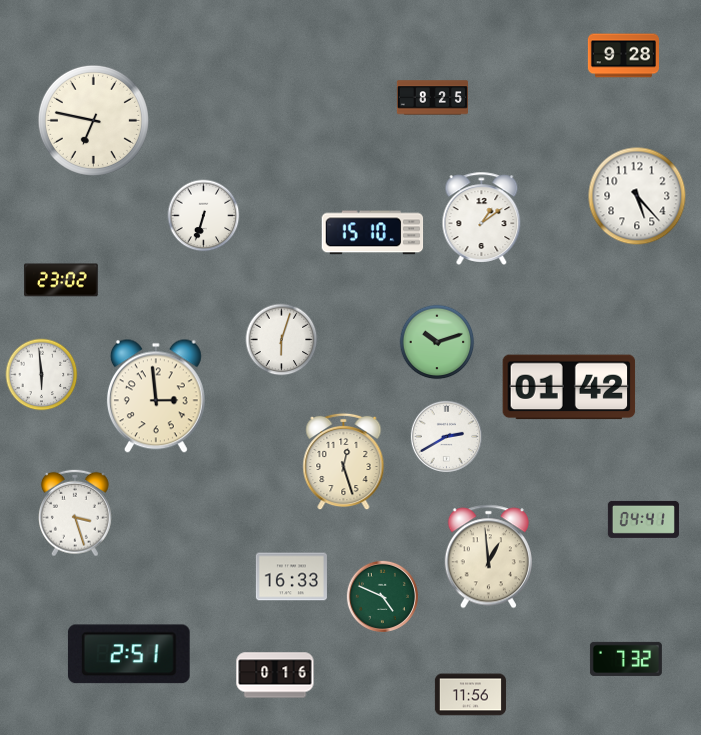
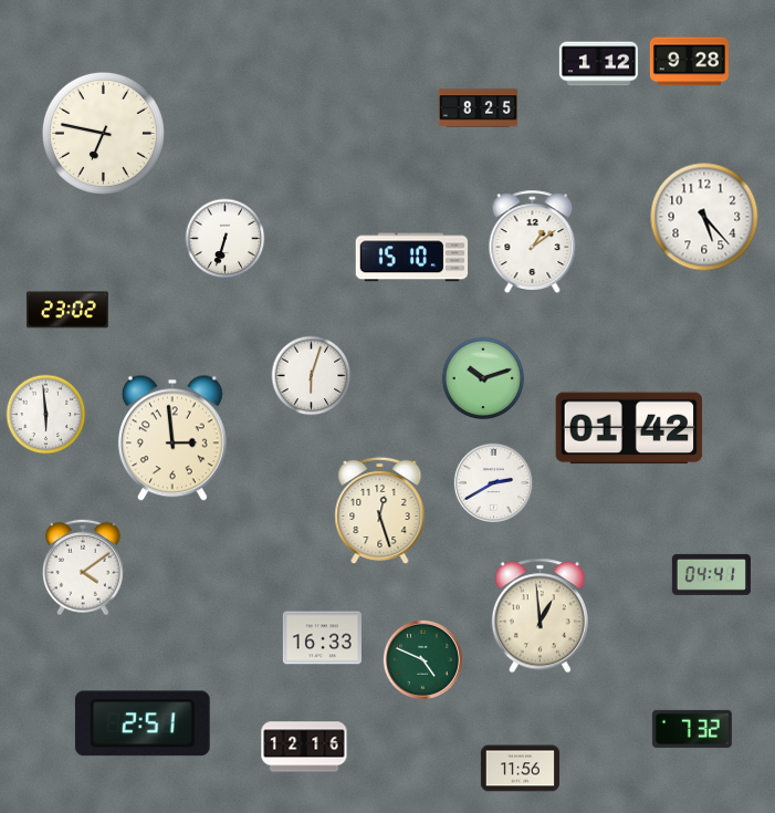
clock at (598, 64): none -> 1:12
clock at (75, 513): 3:27 -> 4:09
clock at (275, 675): 0:16 -> 12:16
